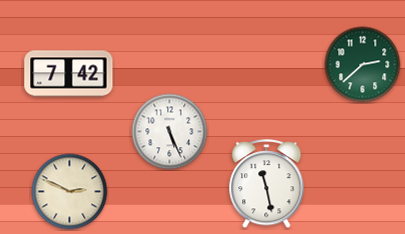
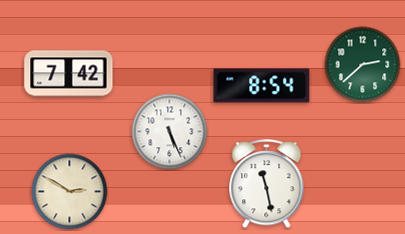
clock at (262, 86): none -> 8:54
clock at (70, 192): 2:49 -> 2:50
